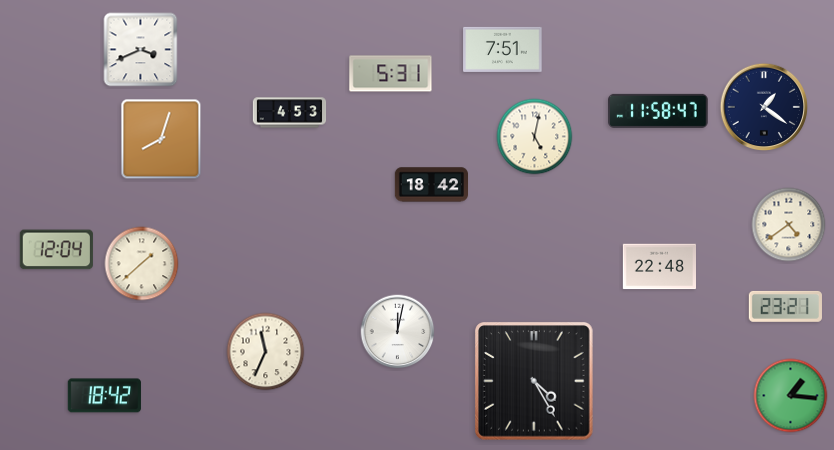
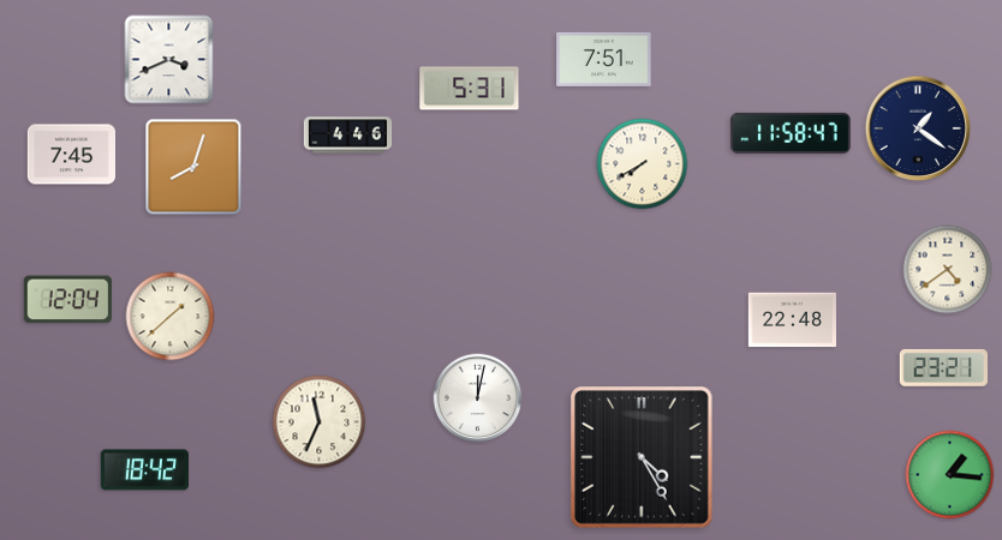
clock at (290, 113): 4:53 -> 4:46
clock at (71, 155): none -> 7:45
clock at (535, 137): 5:02 -> 7:40
clock at (431, 185): 18:42 -> none
clock at (104, 396) position: (104, 396) -> (144, 470)
